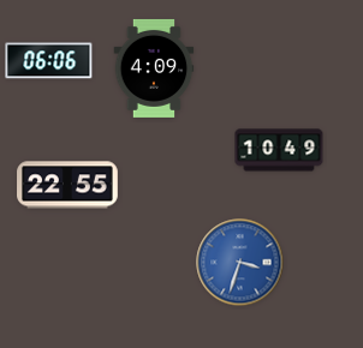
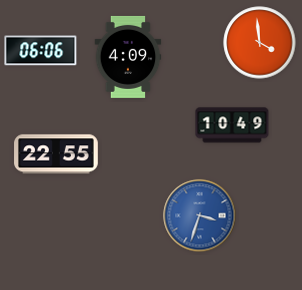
clock at (260, 43): none -> 3:59
clock at (240, 263) position: (240, 263) -> (200, 216)
